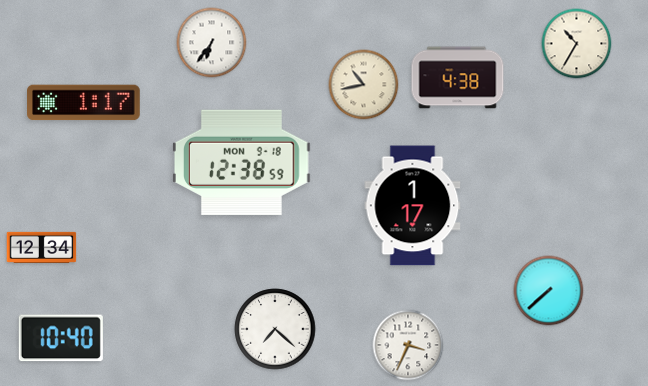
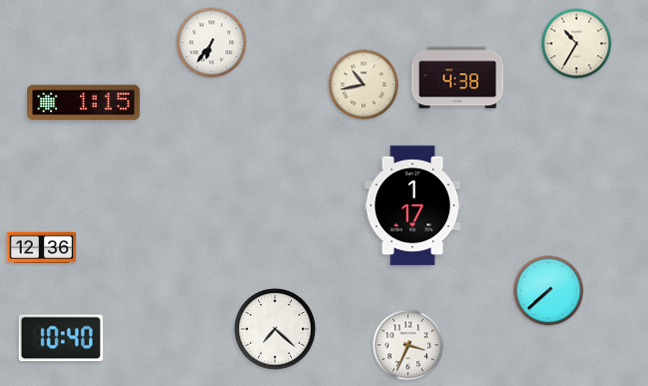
clock at (84, 103): 1:17 -> 1:15
clock at (242, 162): 12:38 -> none
clock at (42, 247): 12:34 -> 12:36
